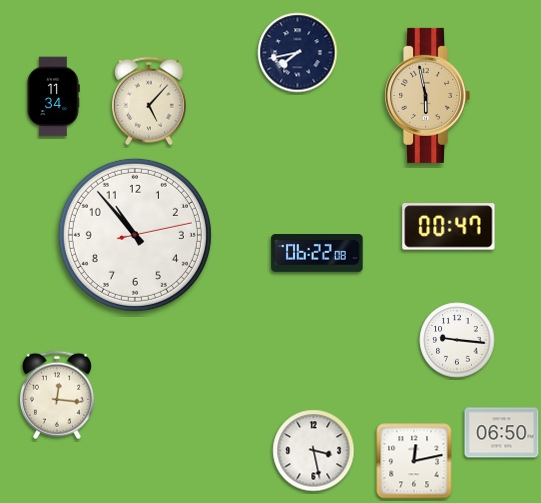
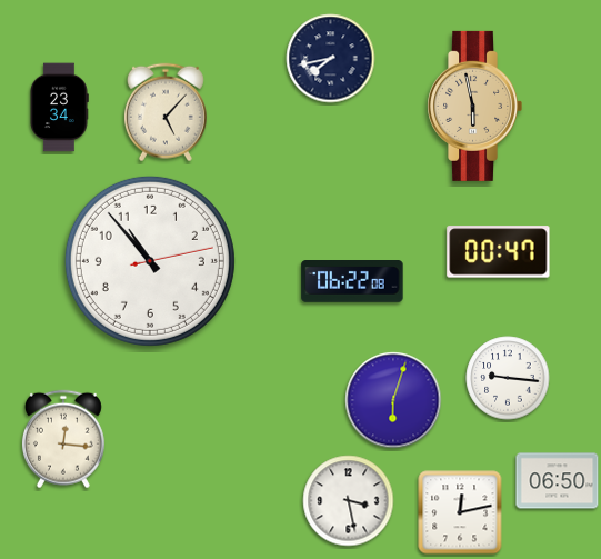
clock at (53, 97): 11:34 -> 23:34
clock at (393, 400): none -> 6:03
